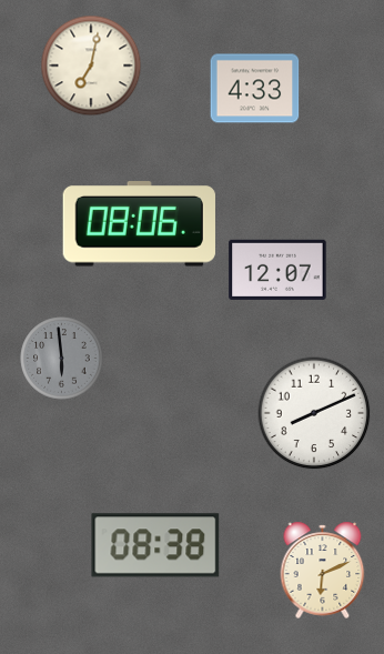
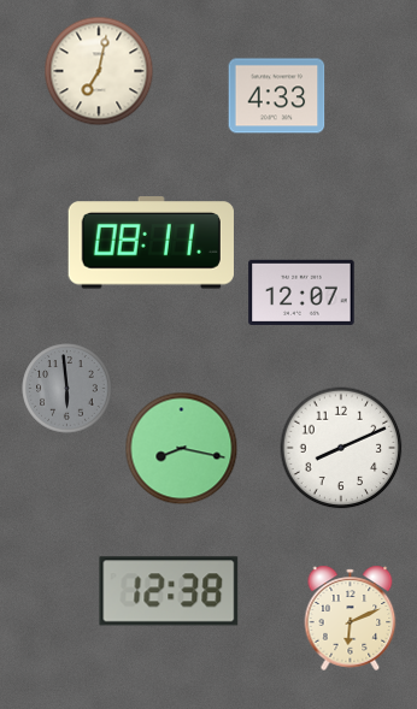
clock at (139, 224): 08:06 -> 08:11
clock at (182, 449): none -> 8:17
clock at (155, 545): 08:38 -> 12:38
